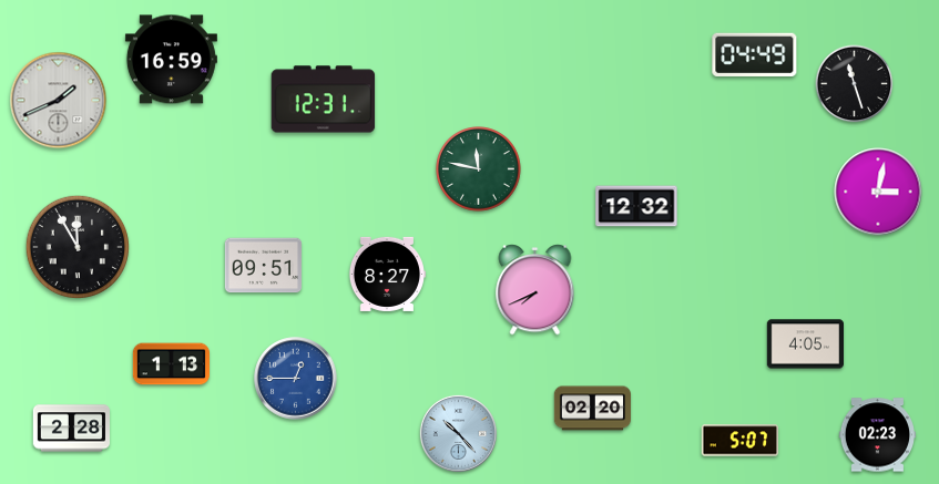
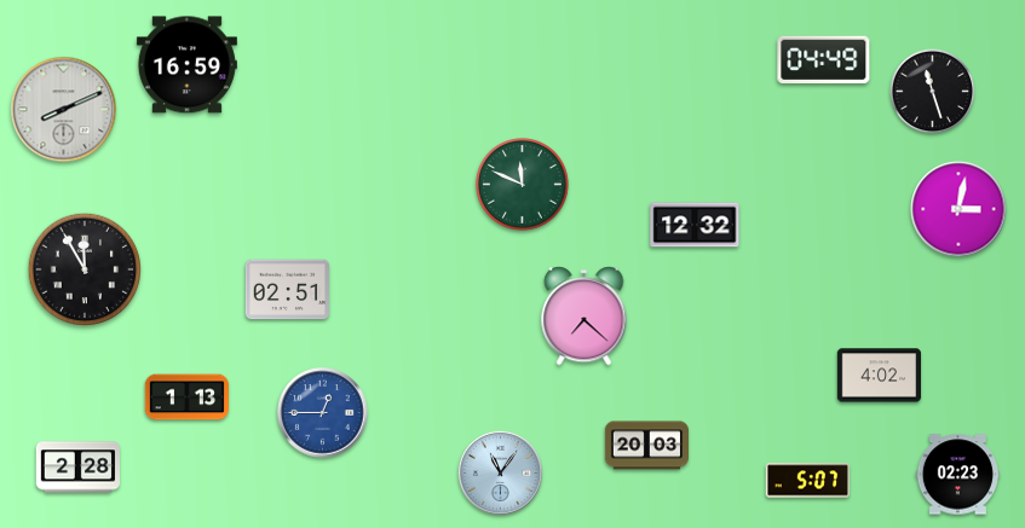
clock at (324, 100): 12:31 -> none
clock at (59, 101): 1:41 -> 8:11
clock at (479, 169): 11:47 -> 11:49
clock at (263, 266): 09:51 -> 02:51
clock at (386, 274): 8:27 -> none
clock at (535, 290): 7:41 -> 7:22
clock at (805, 344): 4:05 -> 4:02
clock at (592, 409): 02:20 -> 20:03
clock at (458, 433): 10:23 -> 11:06
